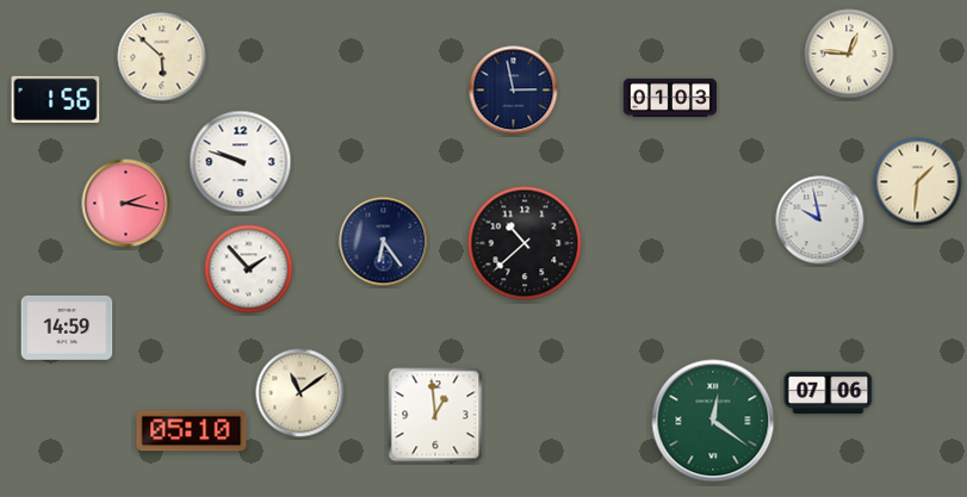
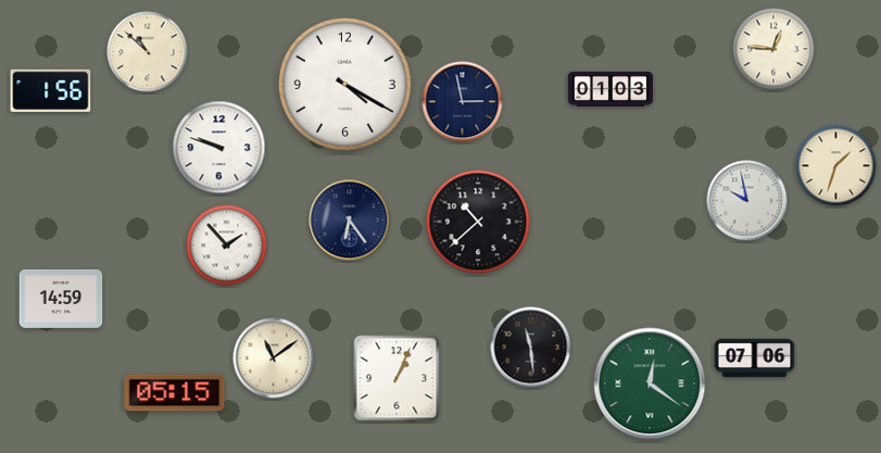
clock at (162, 57): 5:52 -> 10:52
clock at (514, 91) position: (514, 91) -> (463, 102)
clock at (344, 84): none -> 4:20
clock at (918, 182): 1:31 -> 1:33
clock at (126, 204): 2:17 -> none
clock at (531, 348): none -> 11:29
clock at (435, 415): 12:59 -> 1:04
clock at (192, 431): 05:10 -> 05:15
